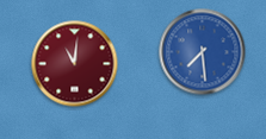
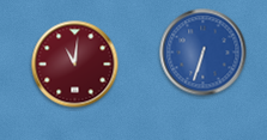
clock at (203, 52): 7:29 -> 6:33
